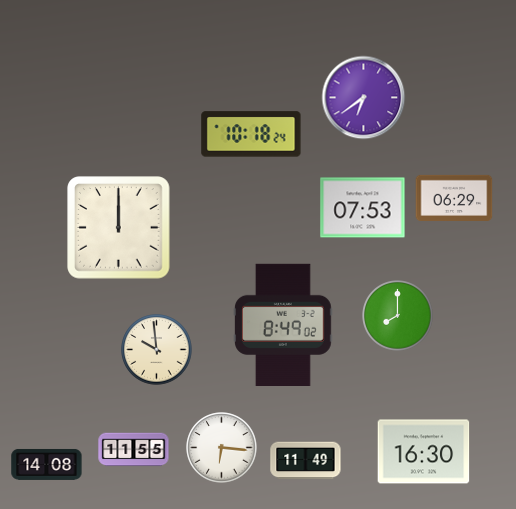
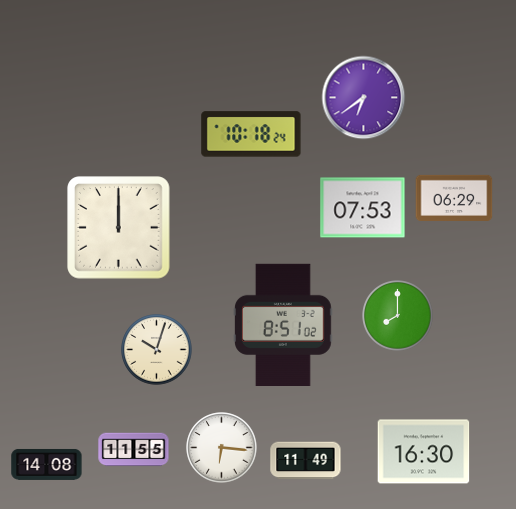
clock at (284, 324): 8:49 -> 8:51
clock at (157, 350): 9:59 -> 10:03
